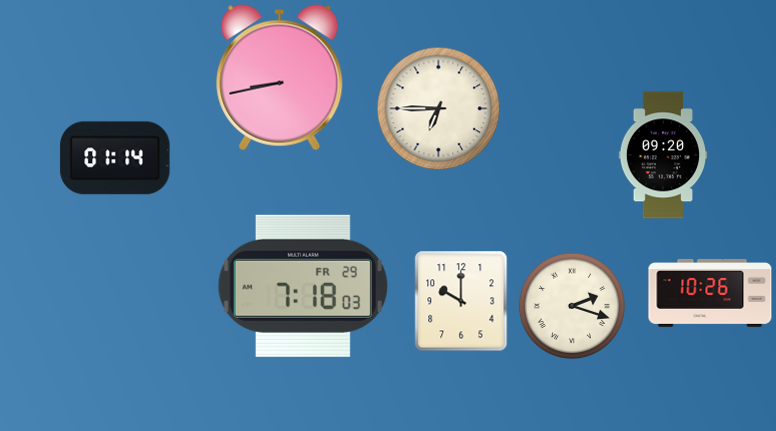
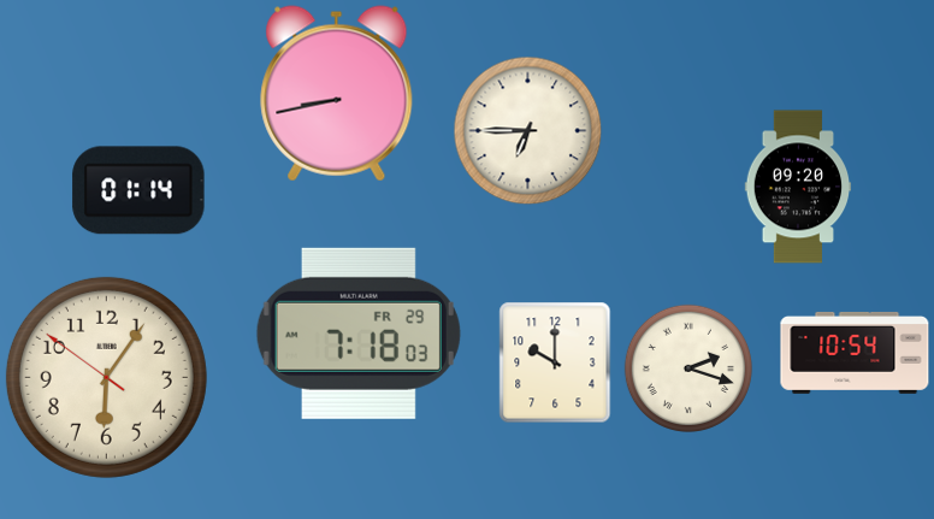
clock at (303, 286) position: (303, 286) -> (359, 334)
clock at (710, 293): 10:26 -> 10:54
clock at (106, 377): none -> 6:05
